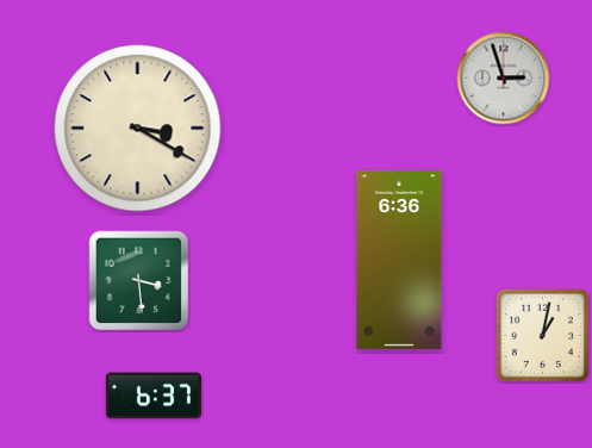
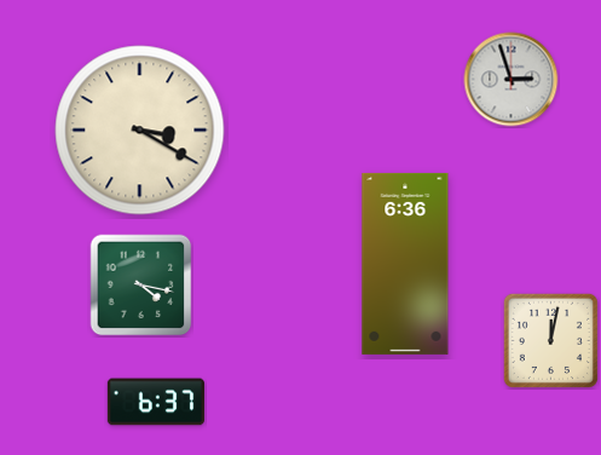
clock at (139, 281): 3:29 -> 4:17
clock at (542, 335): 1:02 -> 12:02
